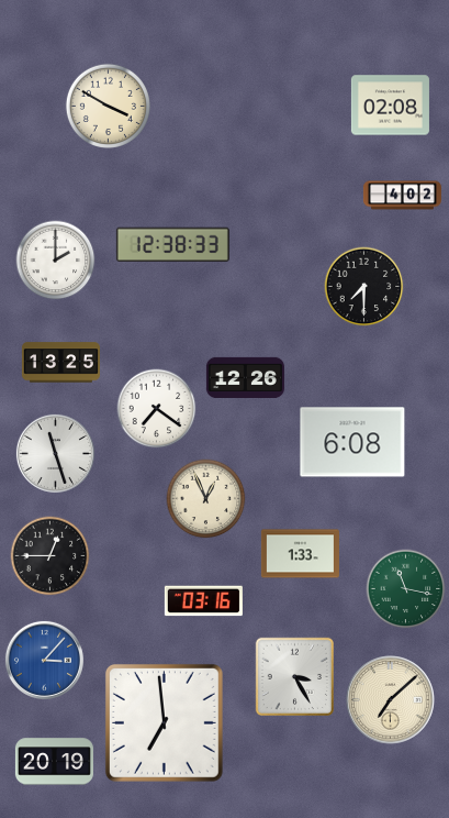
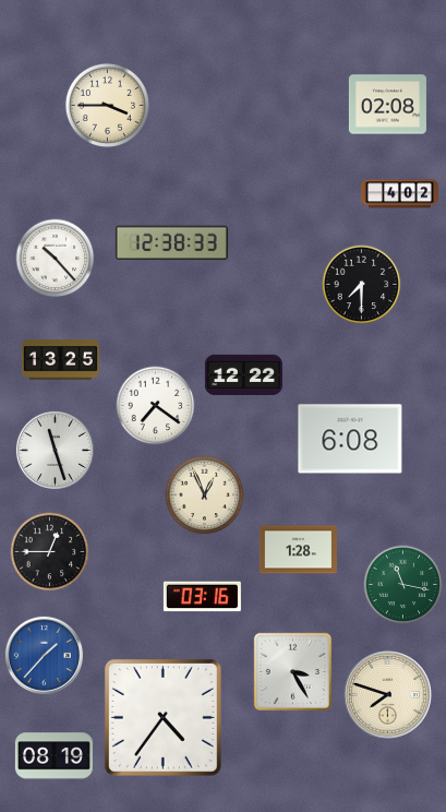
clock at (108, 106): 3:50 -> 3:45
clock at (56, 261): 2:00 -> 10:23
clock at (245, 377): 12:26 -> 12:22
clock at (300, 554): 1:33 -> 1:28
clock at (44, 660): 3:07 -> 1:37
clock at (391, 700): 7:08 -> 7:48
clock at (164, 722): 6:59 -> 4:36
clock at (54, 762): 20:19 -> 08:19
